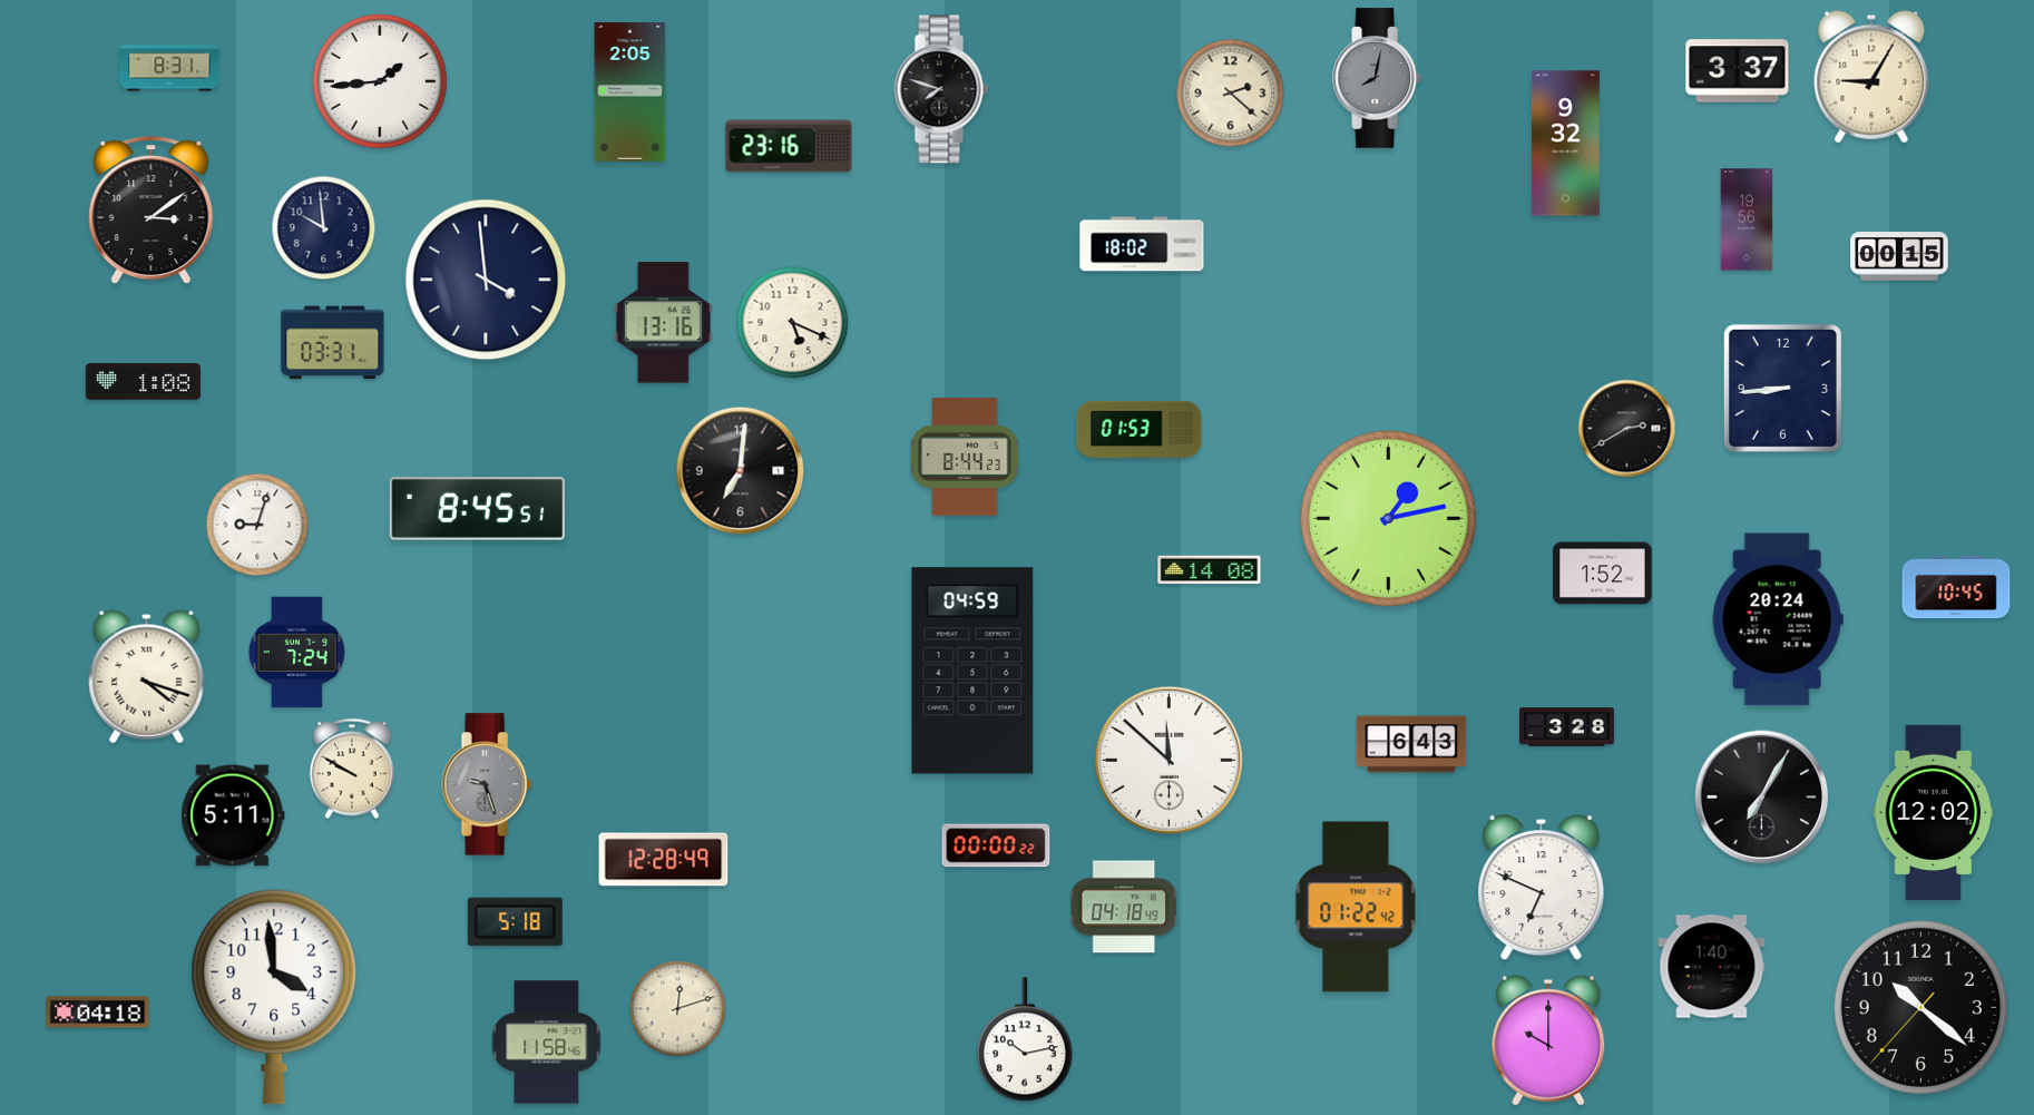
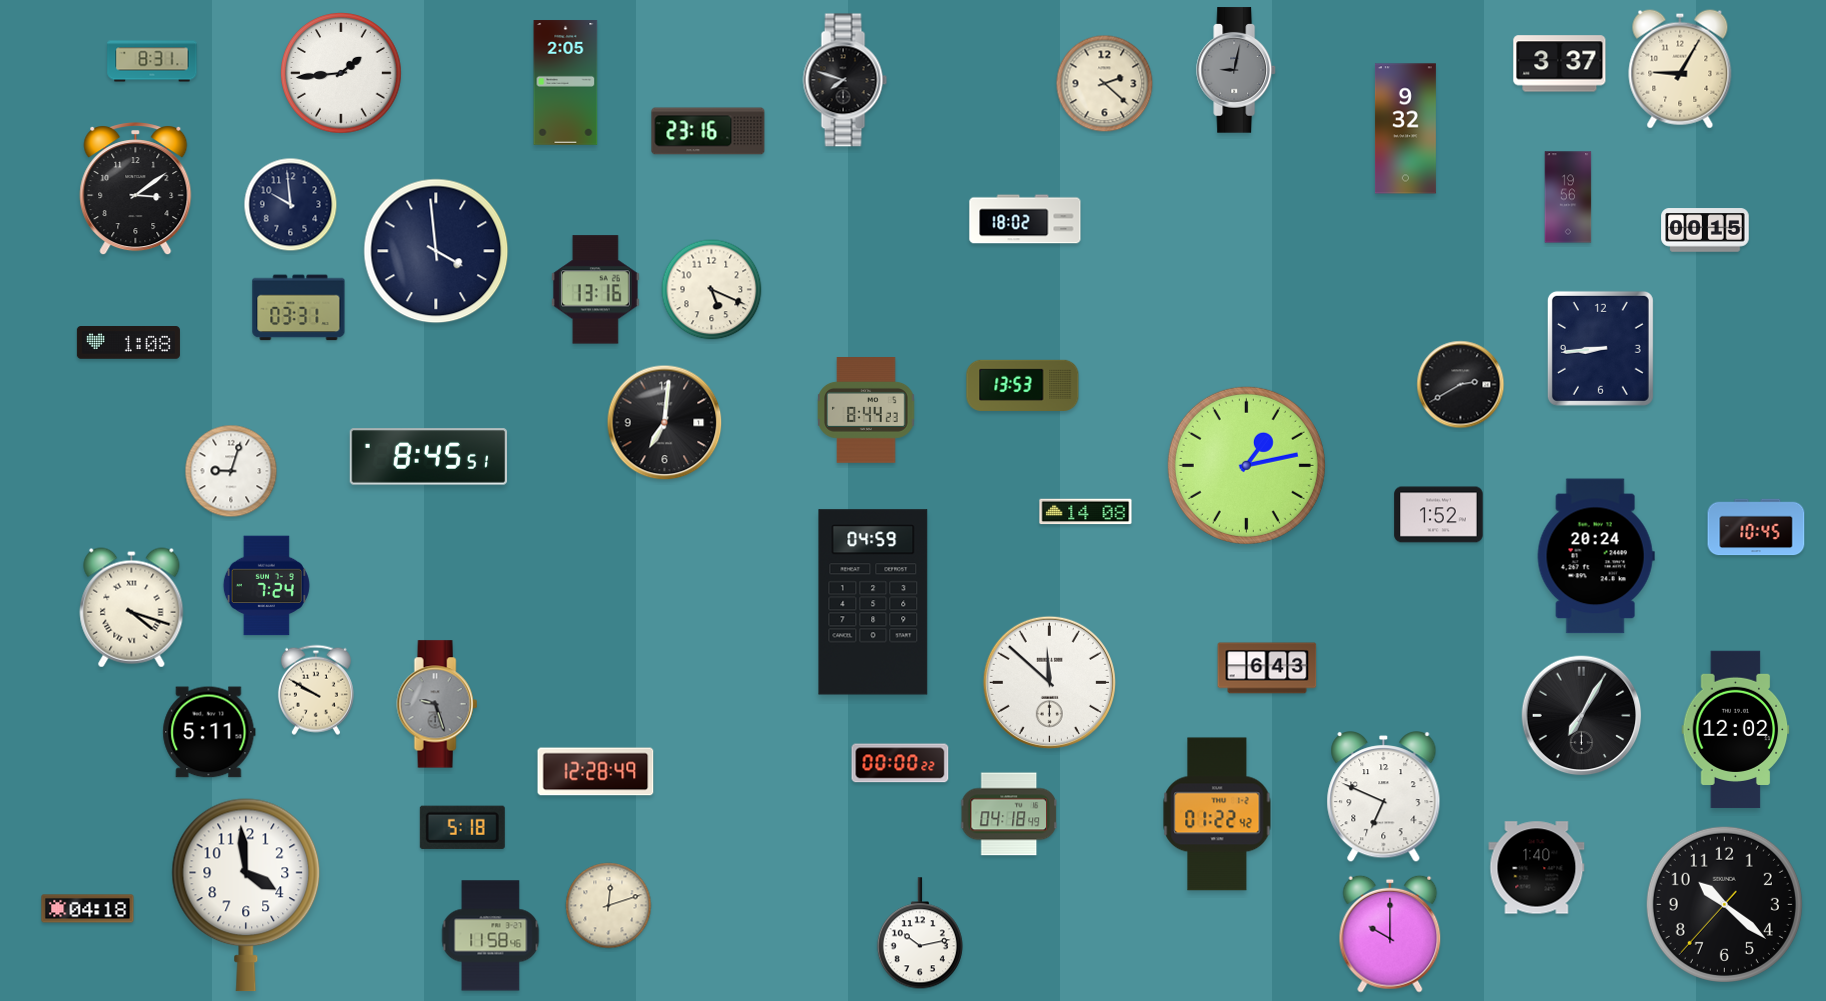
clock at (1378, 78): 8:02 -> 9:02
clock at (1140, 429): 01:53 -> 13:53
clock at (1566, 727): 3:28 -> none
clock at (996, 845) position: (996, 845) -> (900, 763)
